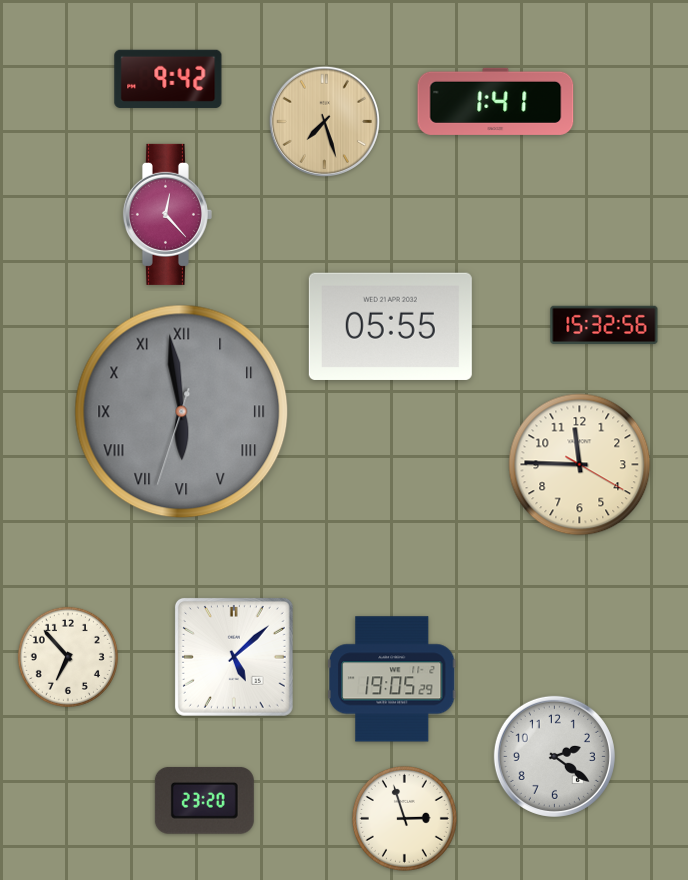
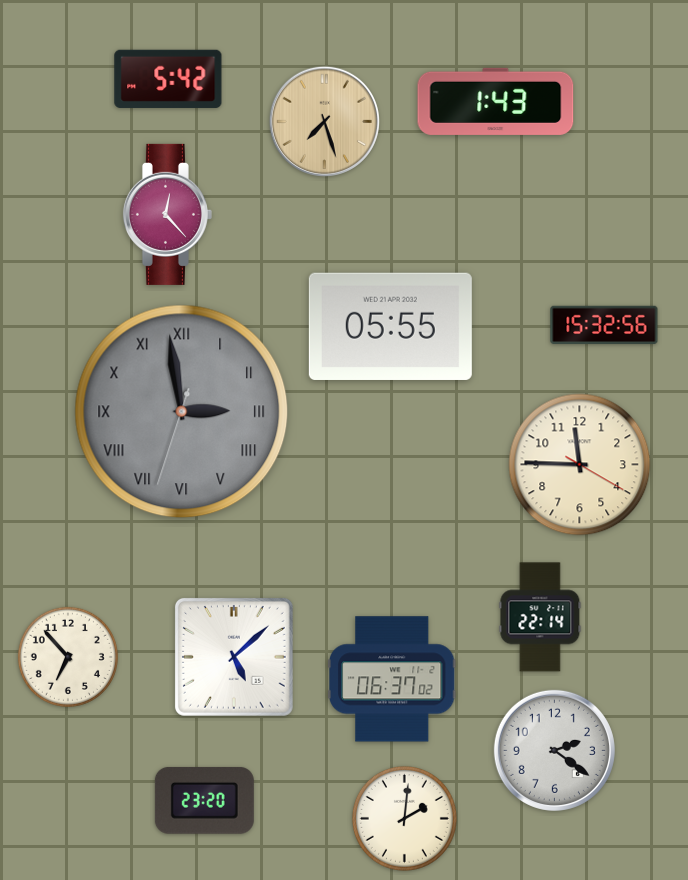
clock at (168, 79): 9:42 -> 5:42
clock at (496, 101): 1:41 -> 1:43
clock at (182, 412): 5:58 -> 2:58
clock at (540, 617): none -> 22:14
clock at (392, 679): 19:05 -> 06:37
clock at (554, 756) position: (554, 756) -> (554, 750)
clock at (404, 818): 2:57 -> 2:01
